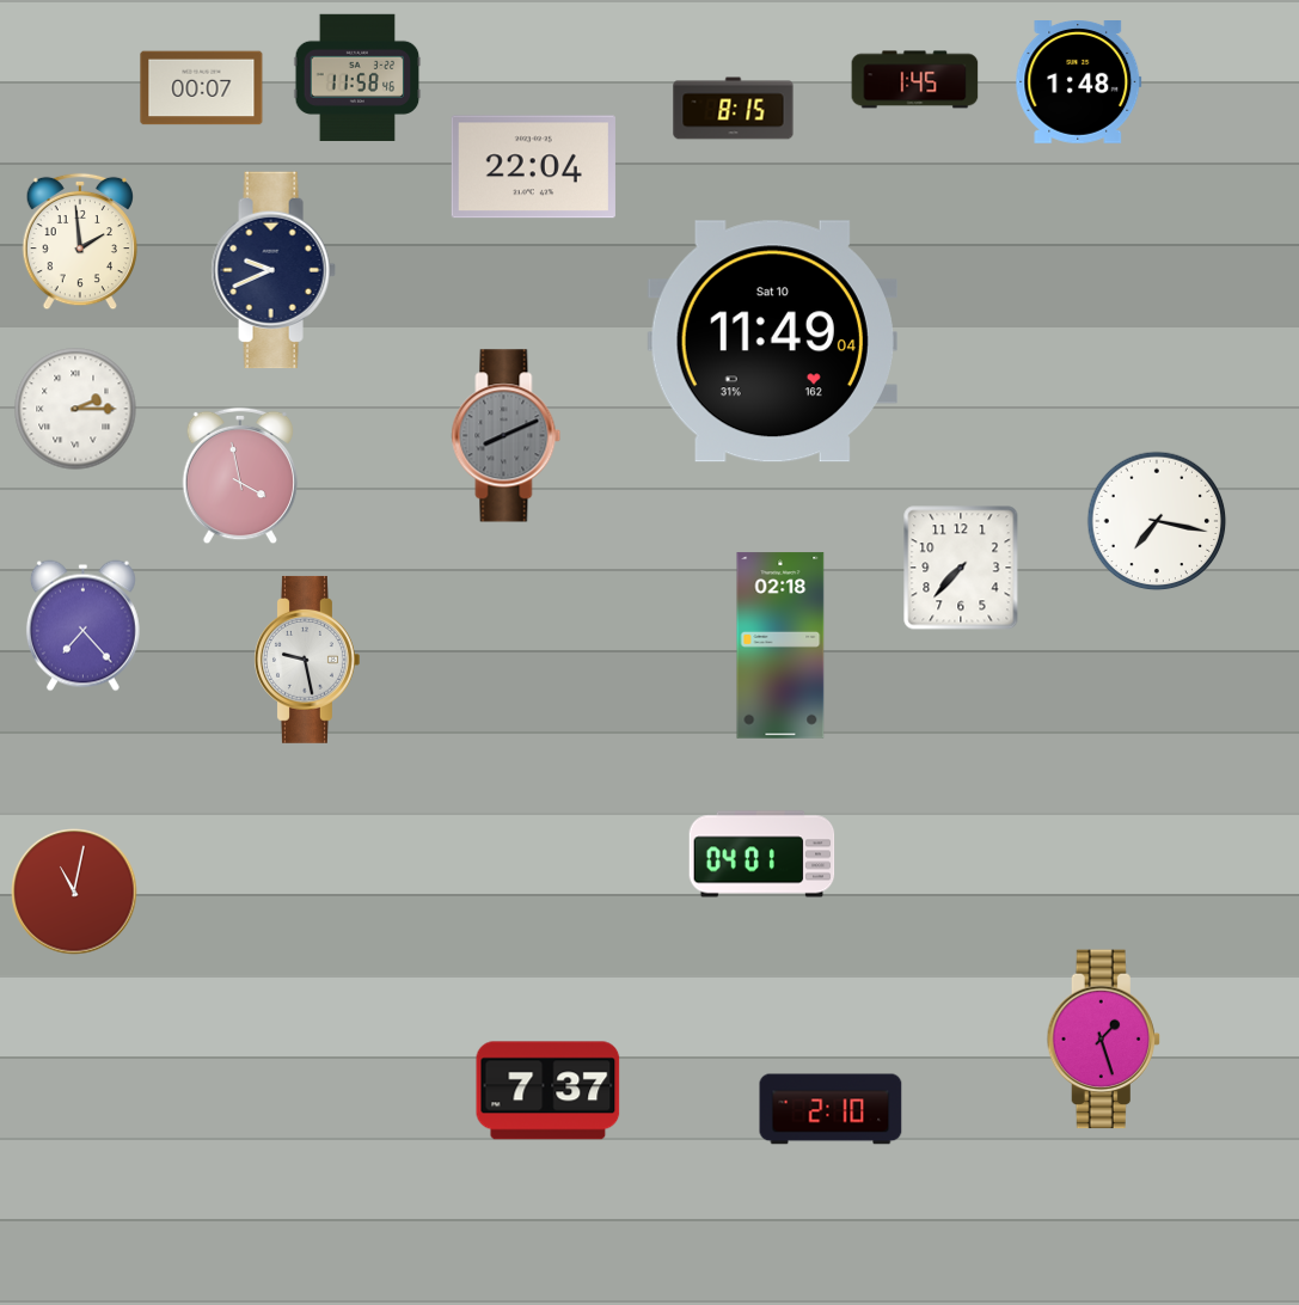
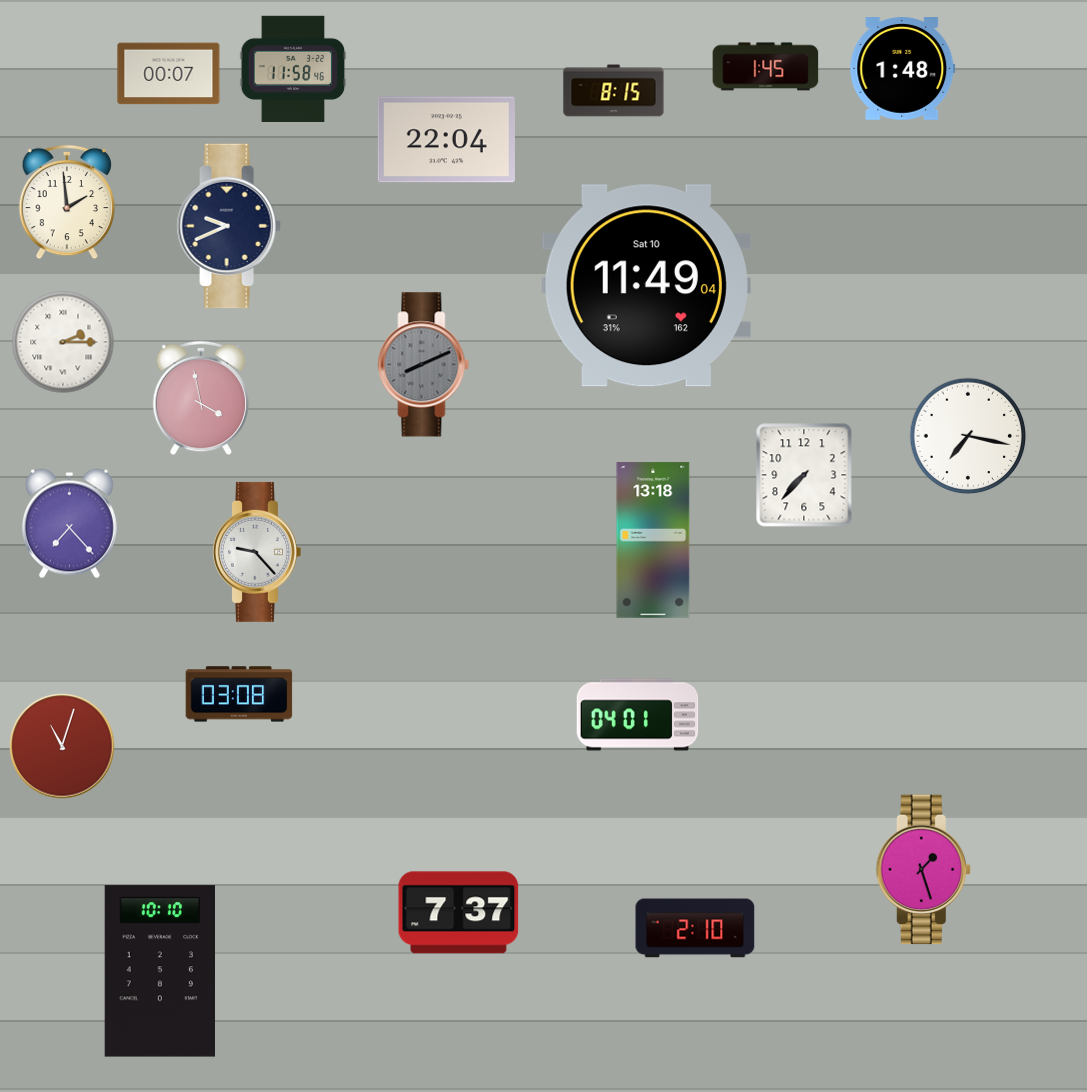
clock at (357, 78) position: (357, 78) -> (293, 69)
clock at (780, 645): 02:18 -> 13:18
clock at (307, 660): 9:28 -> 9:23
clock at (239, 694): none -> 03:08
clock at (74, 892): 11:02 -> 11:03
clock at (159, 971): none -> 10:10
